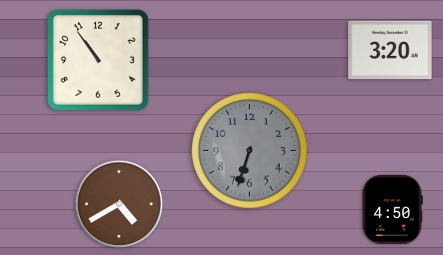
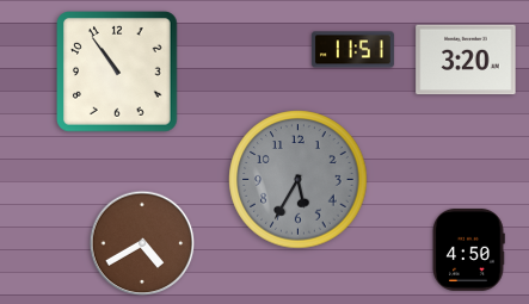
clock at (352, 50): none -> 11:51
clock at (250, 151): 6:33 -> 5:35
